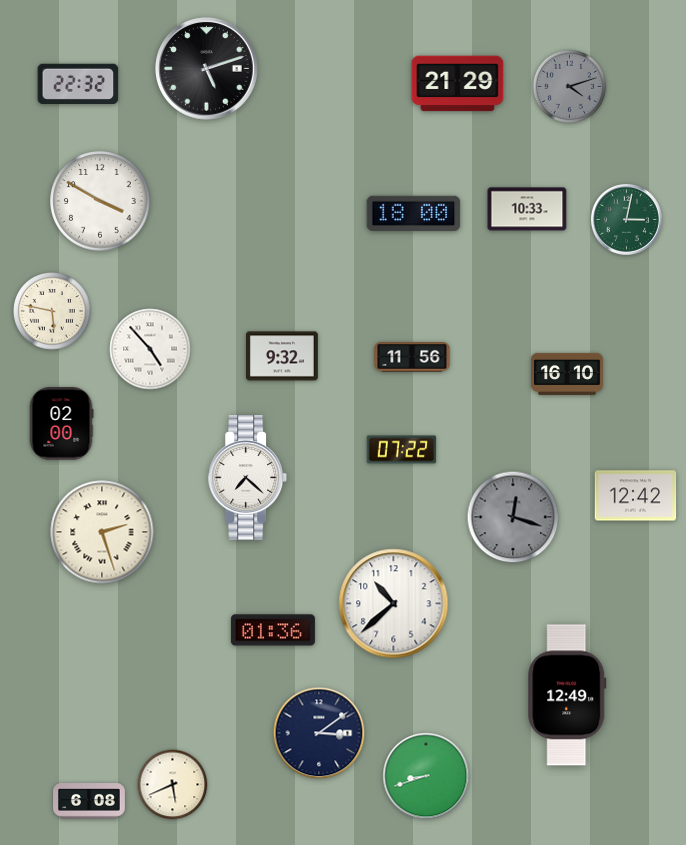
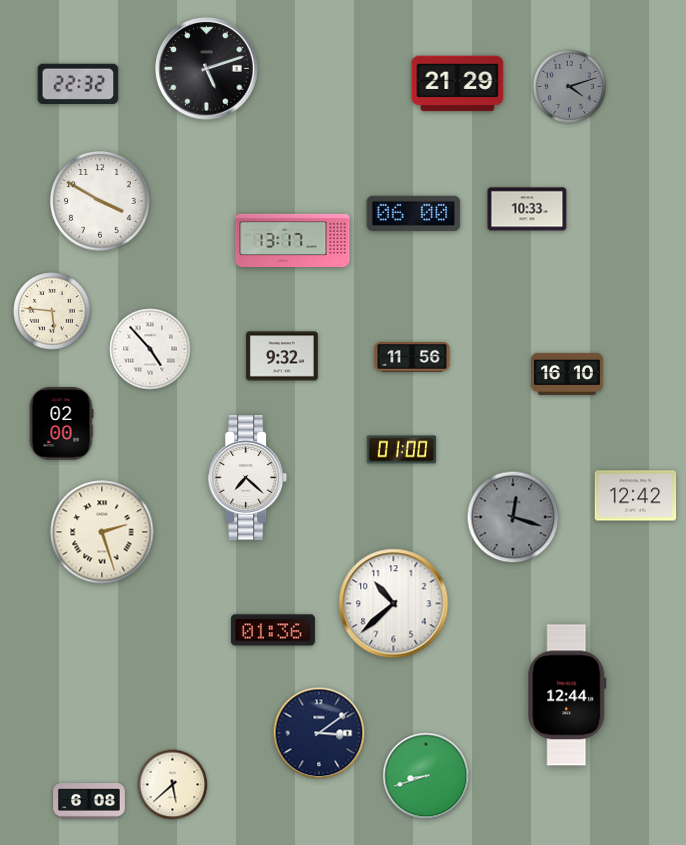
clock at (414, 214): 18:00 -> 06:00
clock at (626, 219): 3:02 -> none
clock at (293, 240): none -> 13:17
clock at (52, 311): 5:47 -> 5:46
clock at (402, 450): 07:22 -> 01:00
clock at (567, 695): 12:49 -> 12:44
clock at (173, 785): 5:41 -> 5:38
